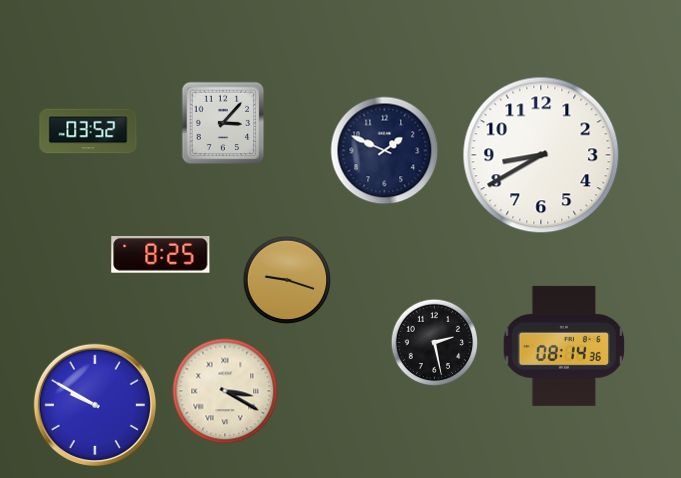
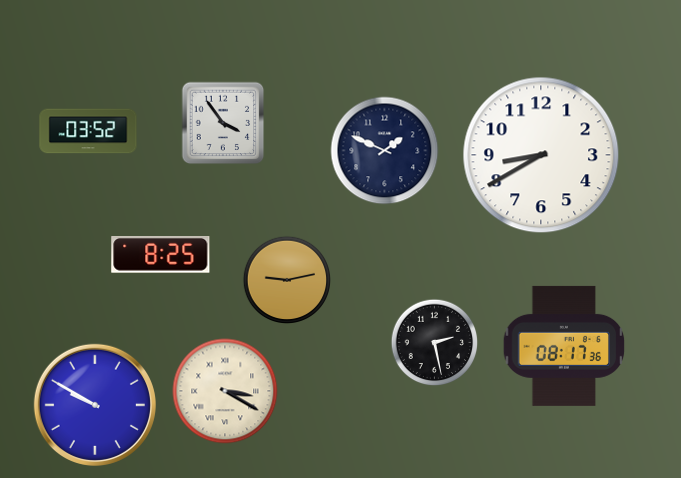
clock at (223, 123): 3:07 -> 3:54
clock at (287, 280): 9:18 -> 9:13
clock at (564, 346): 08:14 -> 08:17
